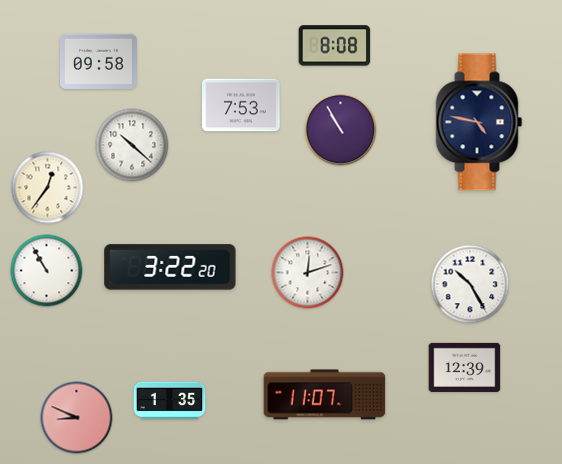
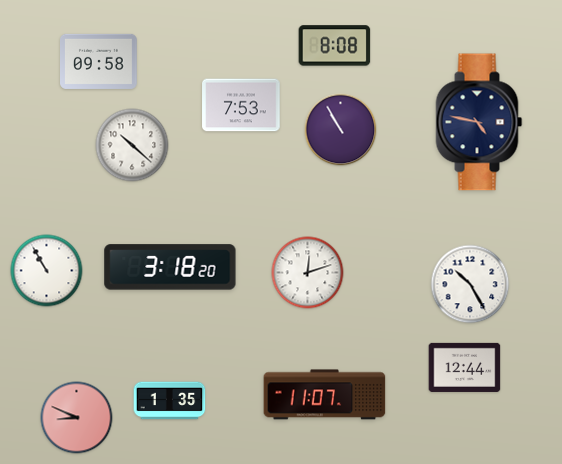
clock at (48, 188): 12:36 -> none
clock at (170, 267): 3:22 -> 3:18
clock at (465, 367): 12:39 -> 12:44
